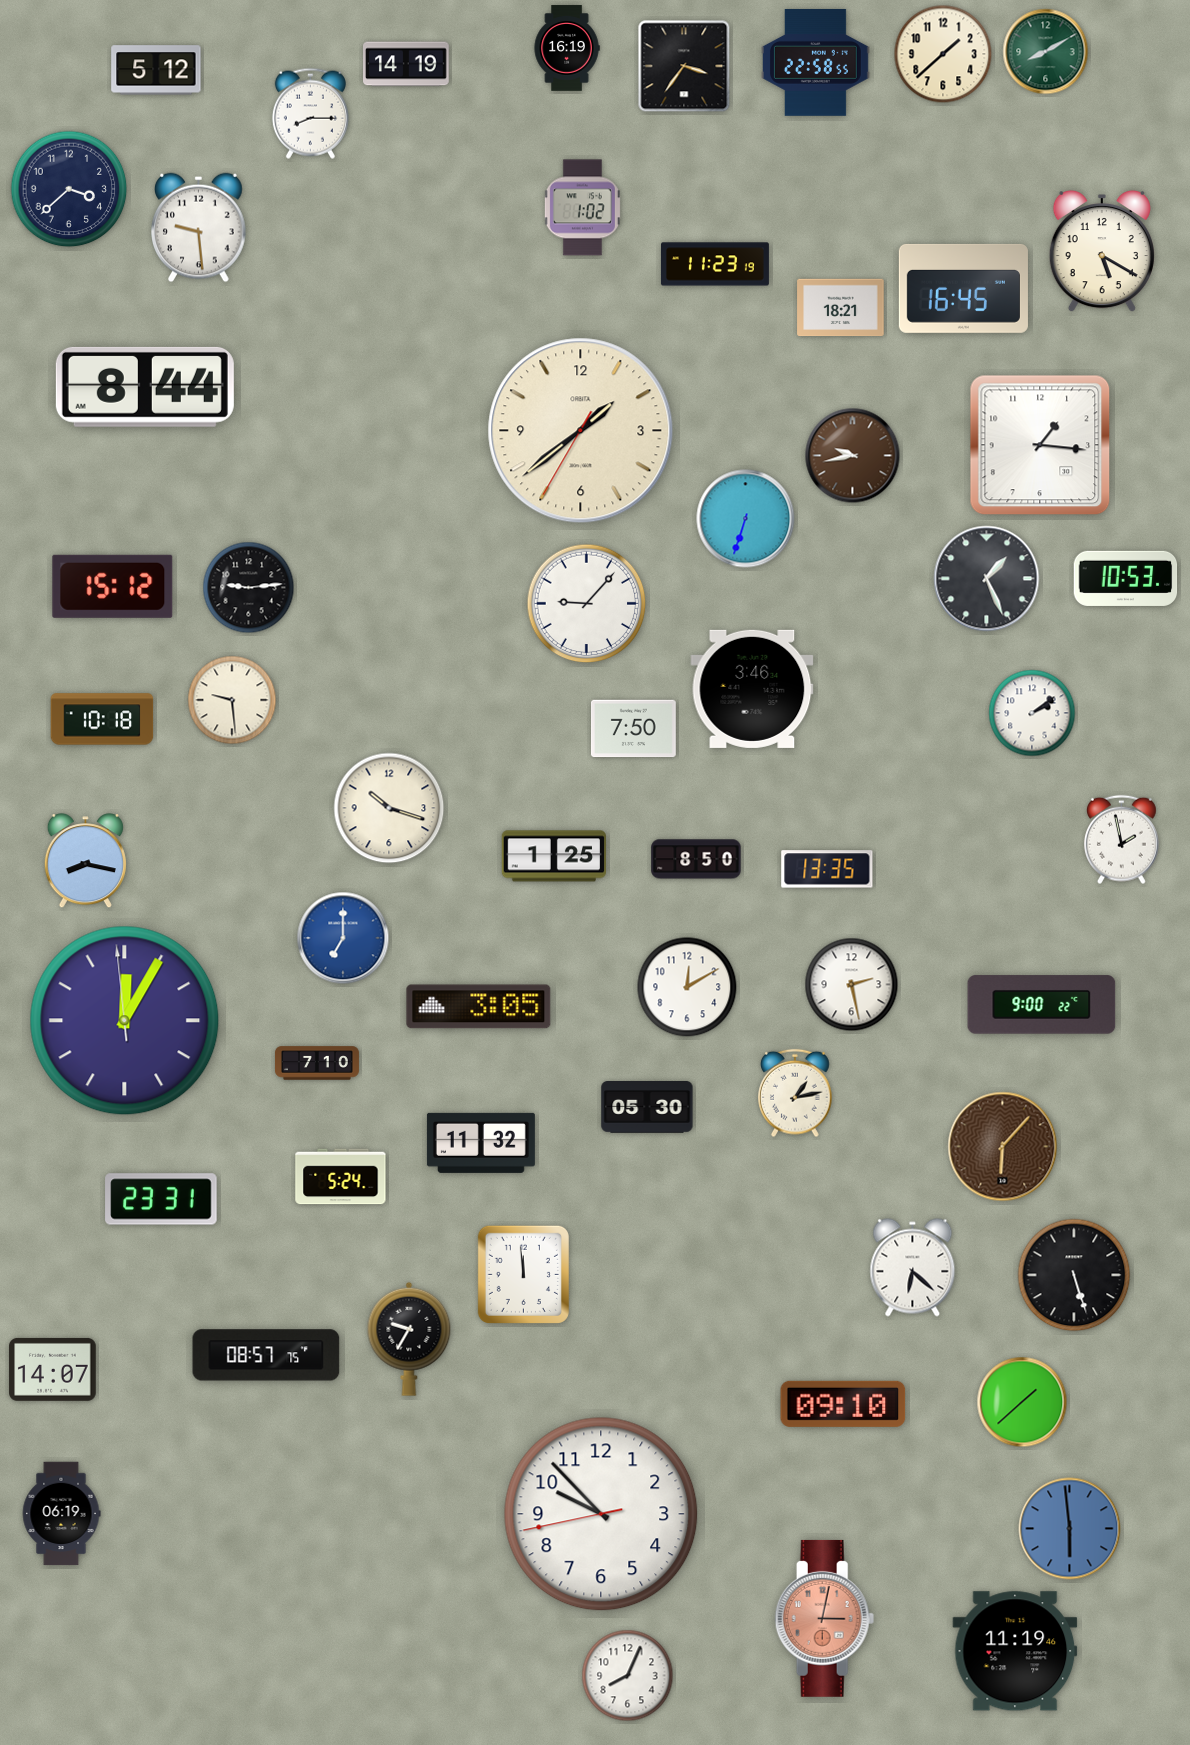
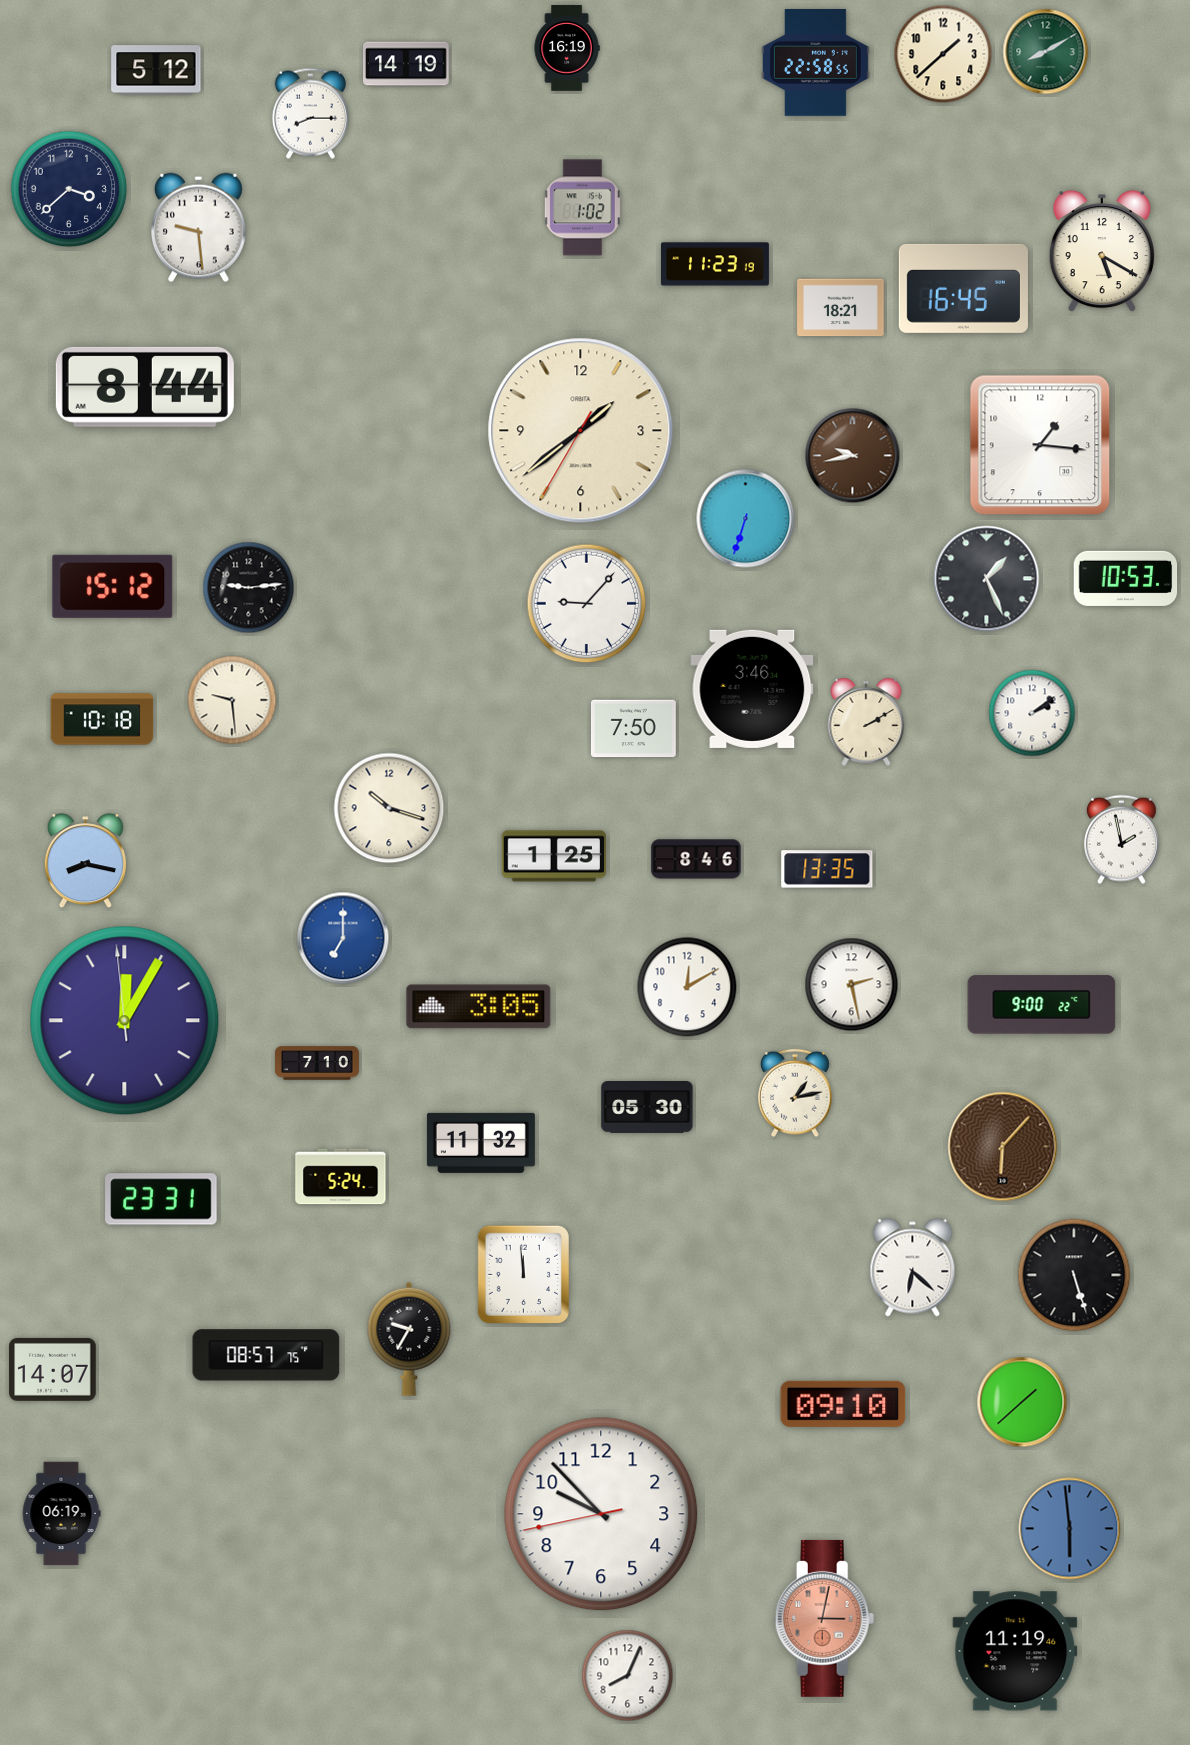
clock at (684, 66): 3:36 -> none
clock at (866, 723): none -> 2:10
clock at (696, 859): 8:50 -> 8:46
